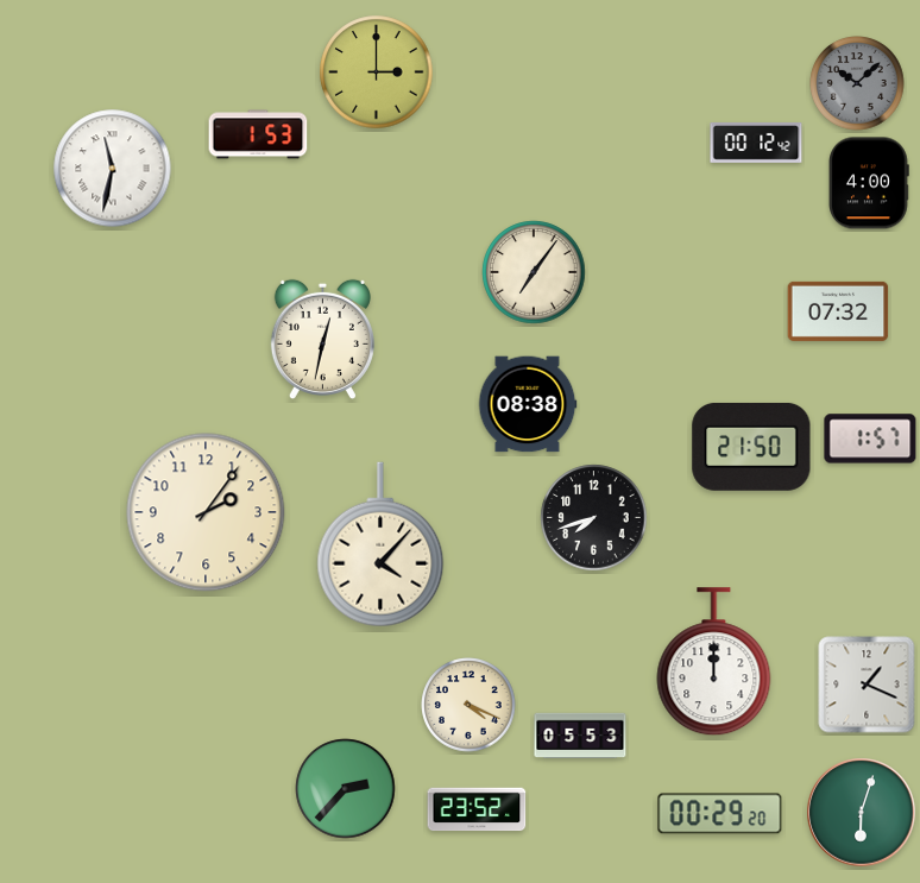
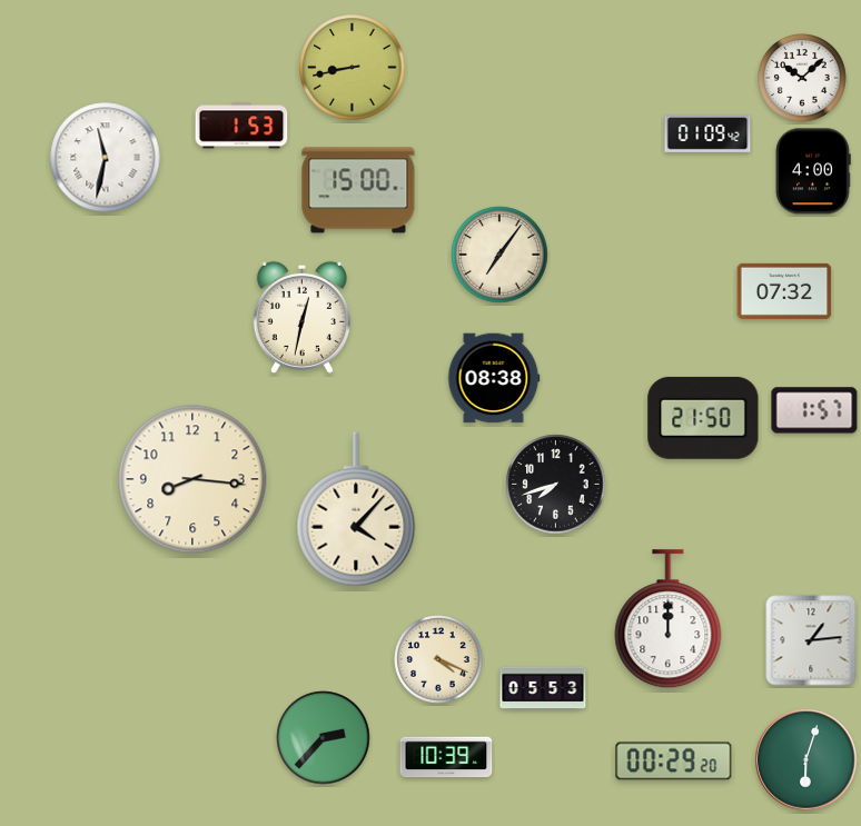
clock at (377, 72): 3:00 -> 8:43
clock at (857, 83) dial: grey -> white
clock at (756, 144): 00:12 -> 01:09
clock at (358, 190): none -> 15:00
clock at (206, 512): 2:06 -> 8:16
clock at (867, 685): 1:19 -> 1:14
clock at (477, 809): 23:52 -> 10:39
